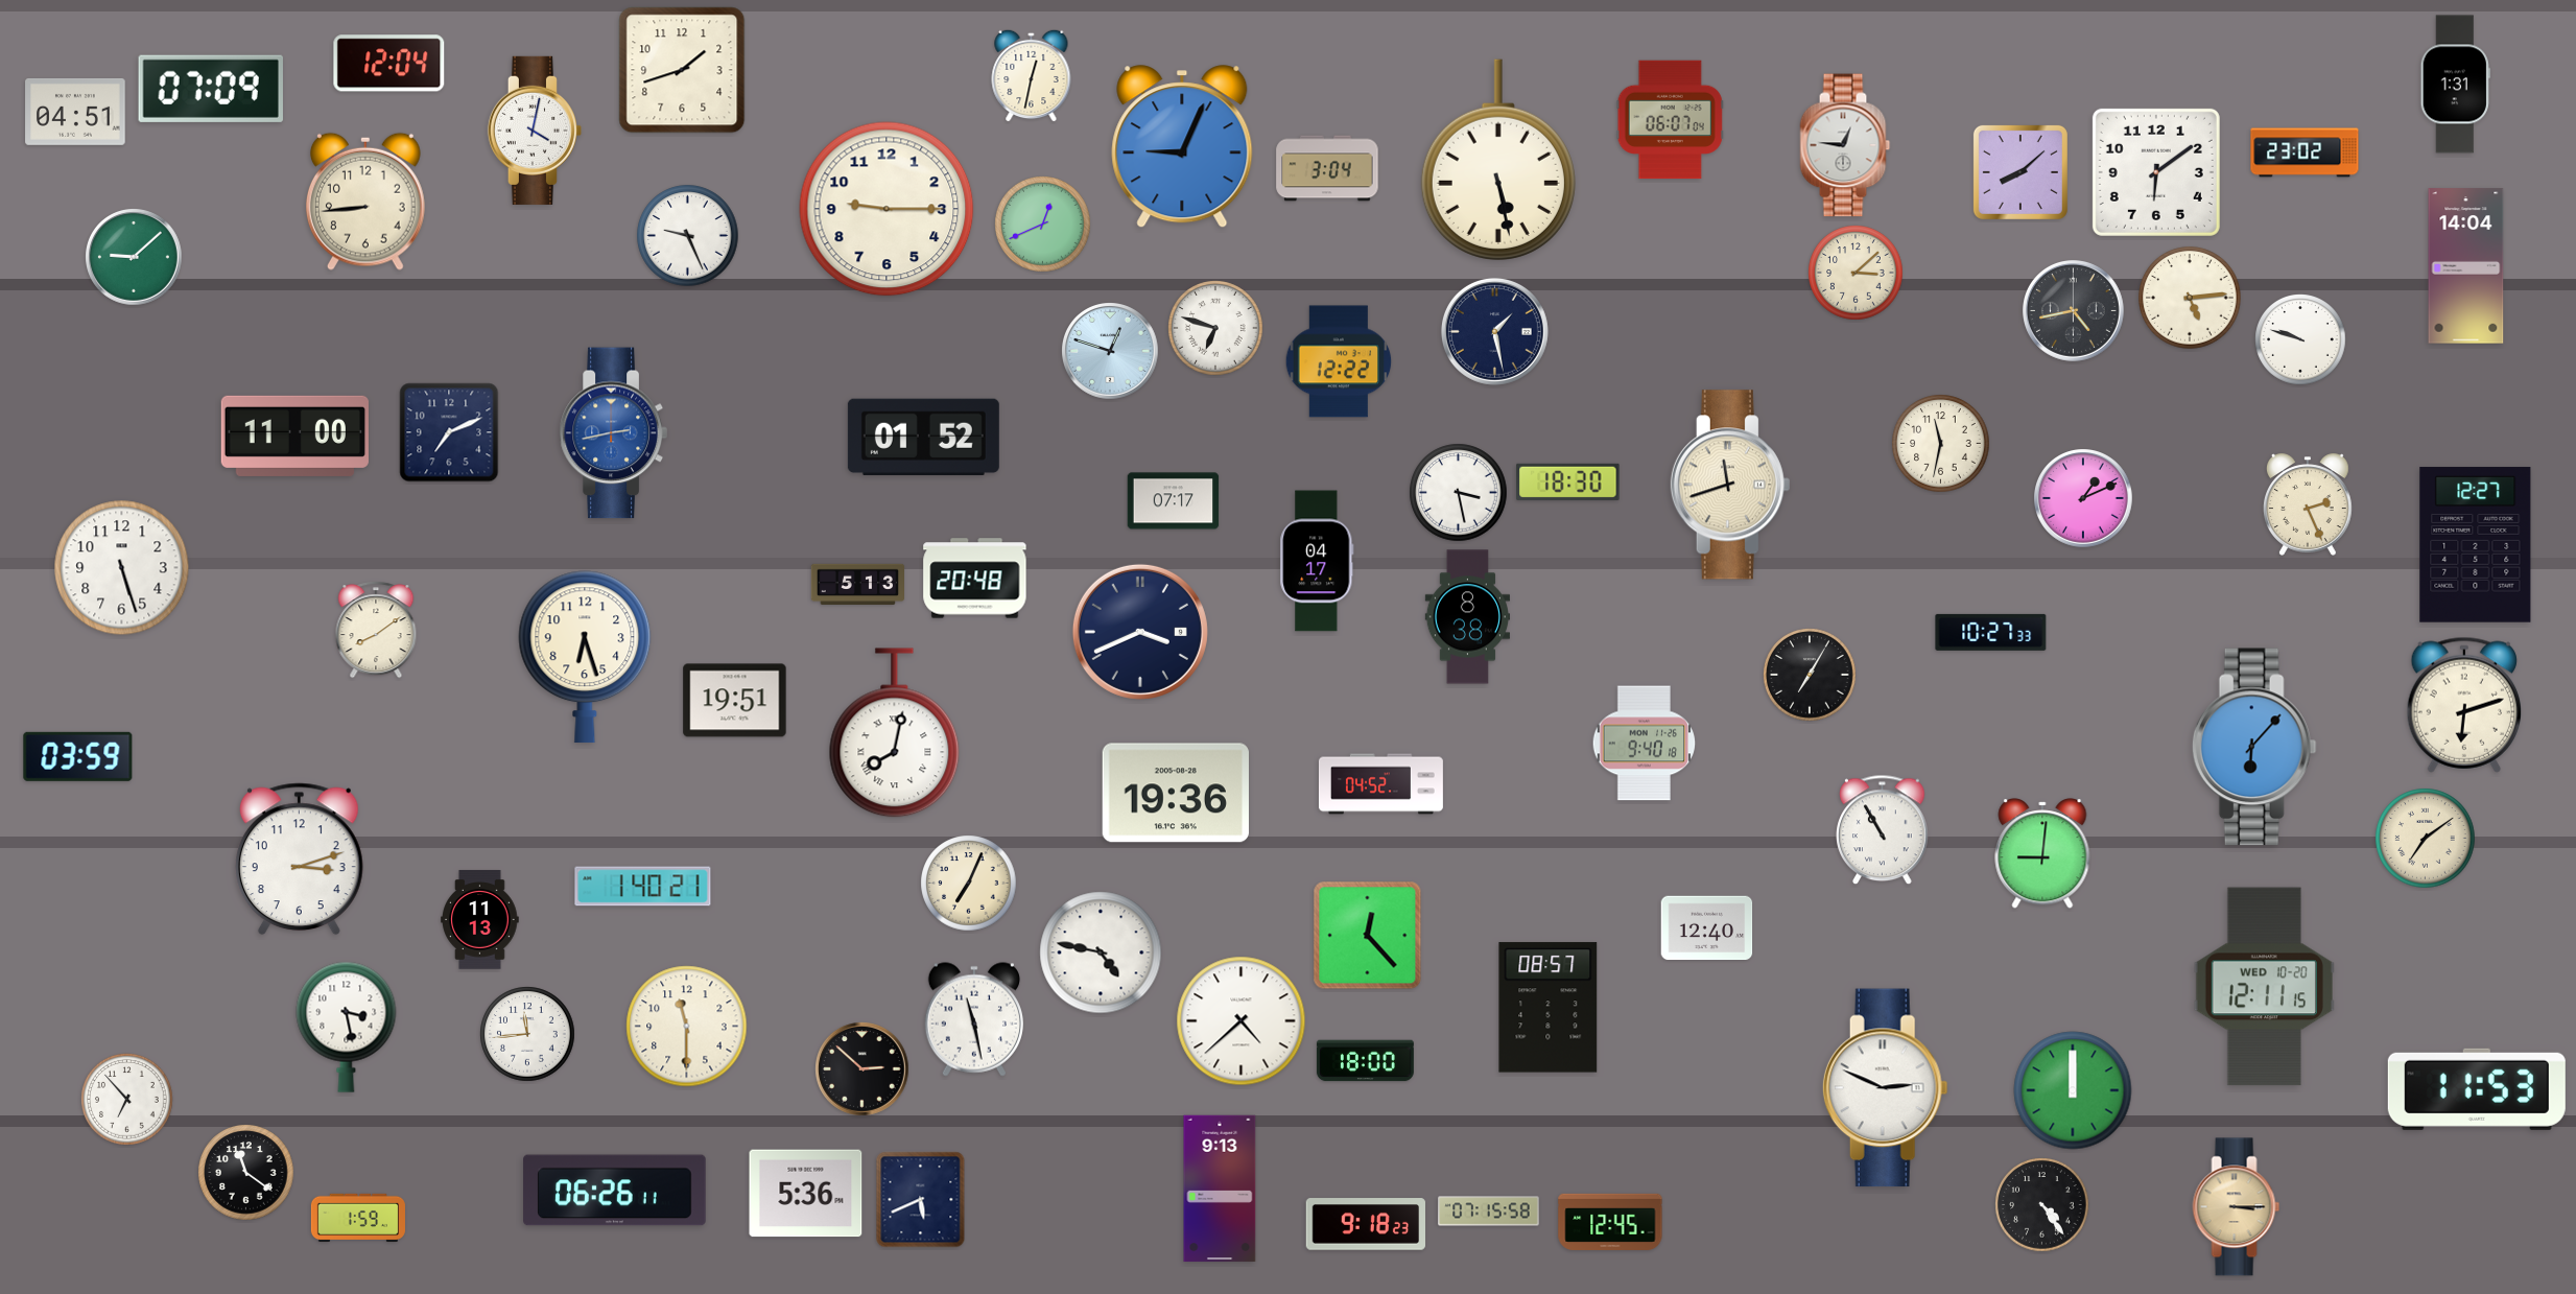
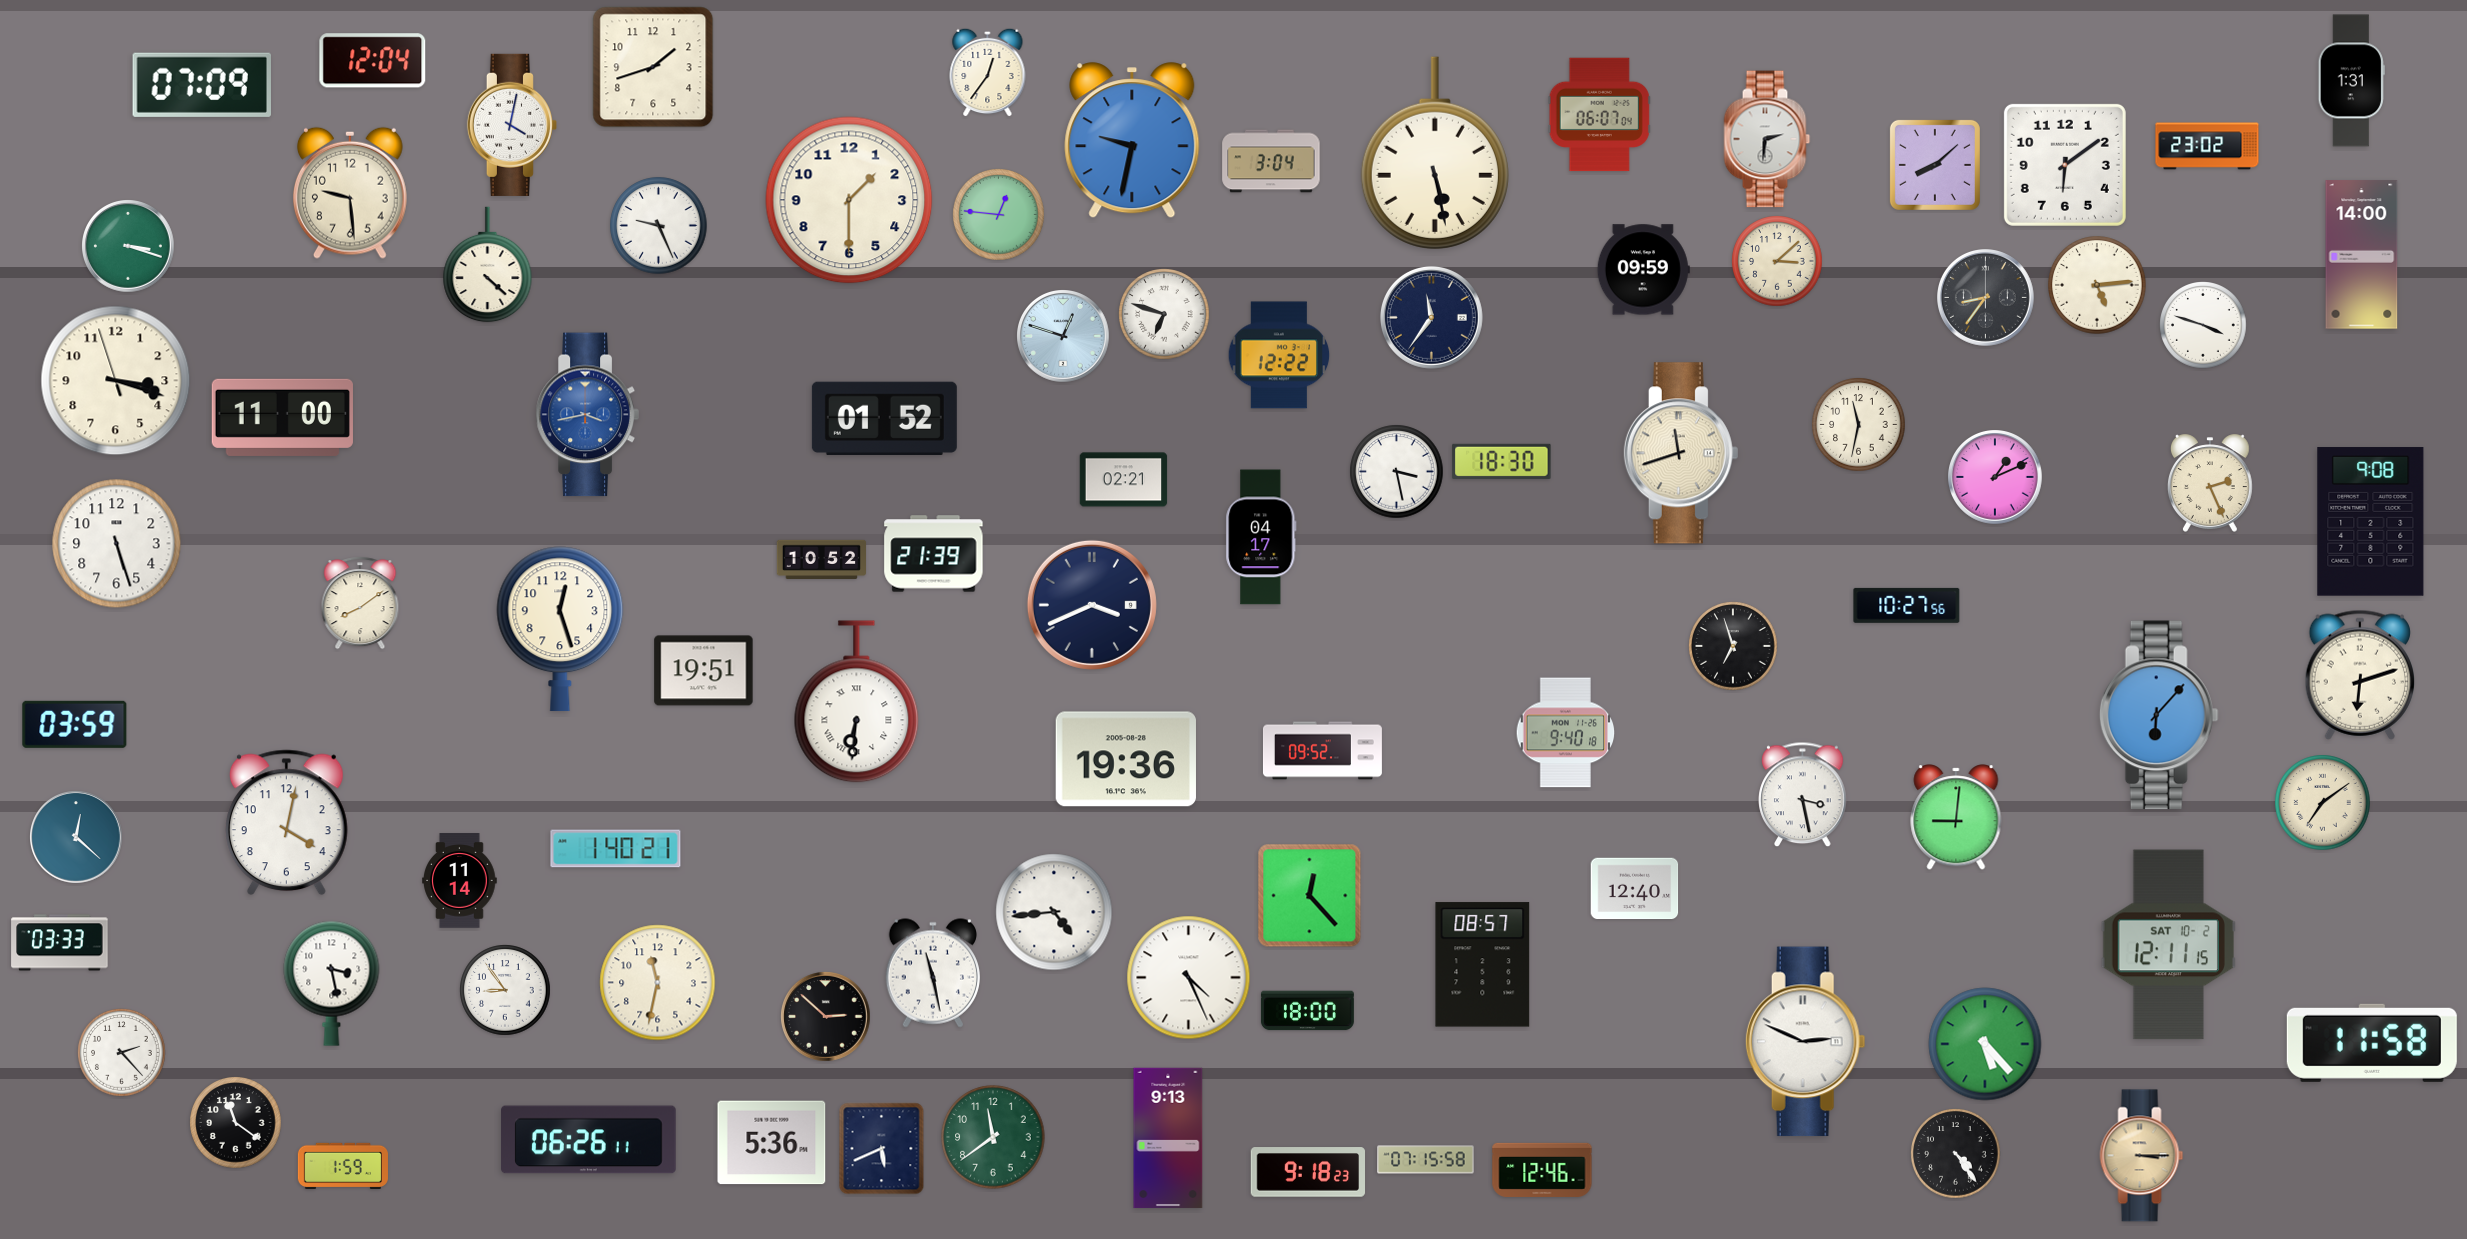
clock at (1032, 75): 12:32 -> 12:36
clock at (75, 112): 04:51 -> none
clock at (1845, 145): 12:46 -> 2:31
clock at (1182, 147): 9:04 -> 9:32
clock at (367, 202): 8:44 -> 9:29
clock at (887, 209): 9:15 -> 1:30
clock at (1043, 225): 12:41 -> 12:46
clock at (135, 258): 9:08 -> 3:18
clock at (2466, 266): 14:04 -> 14:00
clock at (488, 265): none -> 4:22
clock at (1643, 270): none -> 09:59
clock at (2074, 311): 4:43 -> 8:36
clock at (1494, 331): 1:28 -> 11:36
clock at (2300, 339): 9:48 -> 3:48
clock at (1339, 361) position: (1339, 361) -> (1279, 355)
clock at (116, 381): none -> 3:17
clock at (449, 432): 7:11 -> none
clock at (613, 433): 2:43 -> 3:43
clock at (1730, 485) position: (1730, 485) -> (1681, 453)
clock at (1174, 501): 07:17 -> 02:21
clock at (2476, 545): 12:27 -> 9:08
clock at (975, 579): 20:48 -> 21:39
clock at (858, 585): 5:13 -> 10:52
clock at (1467, 617): 8:38 -> none
clock at (1991, 632): 10:27:33 -> 10:27:56
clock at (585, 657): 6:27 -> 12:27
clock at (1810, 675): 7:05 -> 6:57
clock at (895, 733): 8:02 -> 6:31
clock at (1645, 744) position: (1645, 744) -> (1566, 733)
clock at (1380, 784): 04:52 -> 09:52
clock at (1883, 830): 10:55 -> 3:28
clock at (299, 860): 3:12 -> 4:02
clock at (77, 838): none -> 12:22
clock at (969, 884): 7:04 -> none
clock at (480, 920): 11:13 -> 11:14
clock at (1101, 952): 4:47 -> 4:44
clock at (60, 943): none -> 03:33
clock at (2264, 987) date: WED 10-20 -> SAT 10-2
clock at (974, 1019) position: (974, 1019) -> (933, 973)
clock at (1242, 1021): 4:38 -> 4:26
clock at (687, 1027): 11:30 -> 11:32
clock at (527, 1034): 11:44 -> 8:54
clock at (1365, 1061) position: (1365, 1061) -> (1307, 1011)
clock at (862, 1069) position: (862, 1069) -> (826, 1017)
clock at (2477, 1089): 11:53 -> 11:58
clock at (2073, 1090): 12:00 -> 5:23
clock at (127, 1100): 6:53 -> 2:23
clock at (993, 1137): none -> 11:39
clock at (1610, 1222): 12:45 -> 12:46
